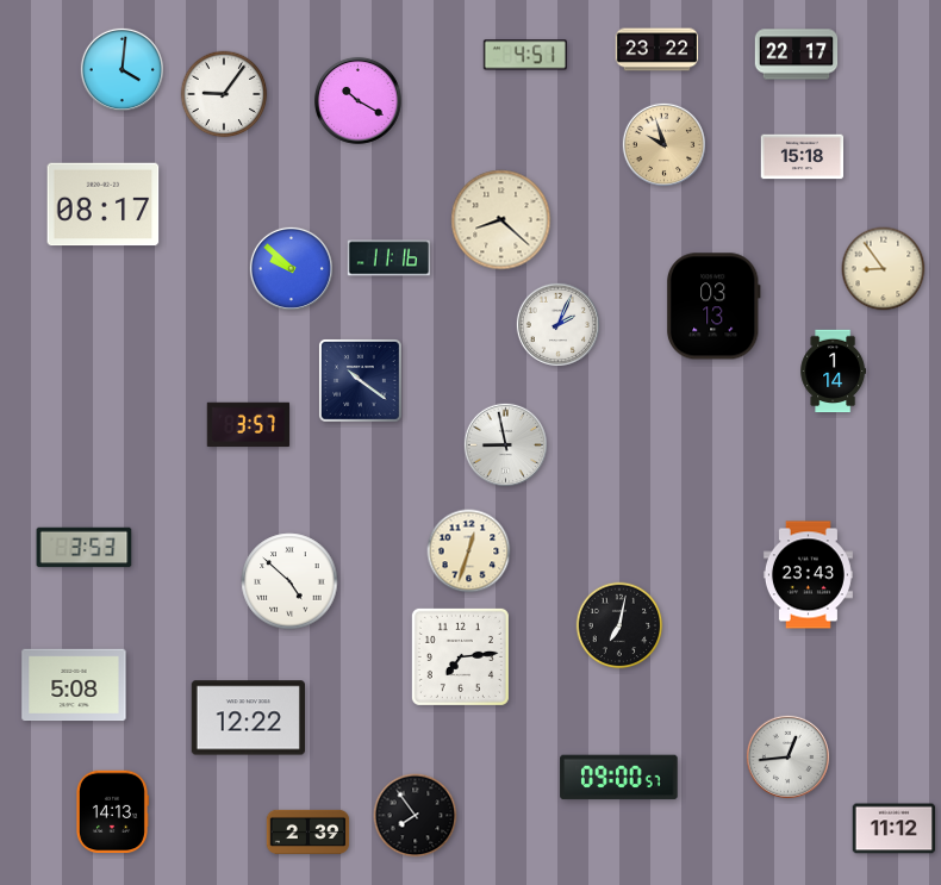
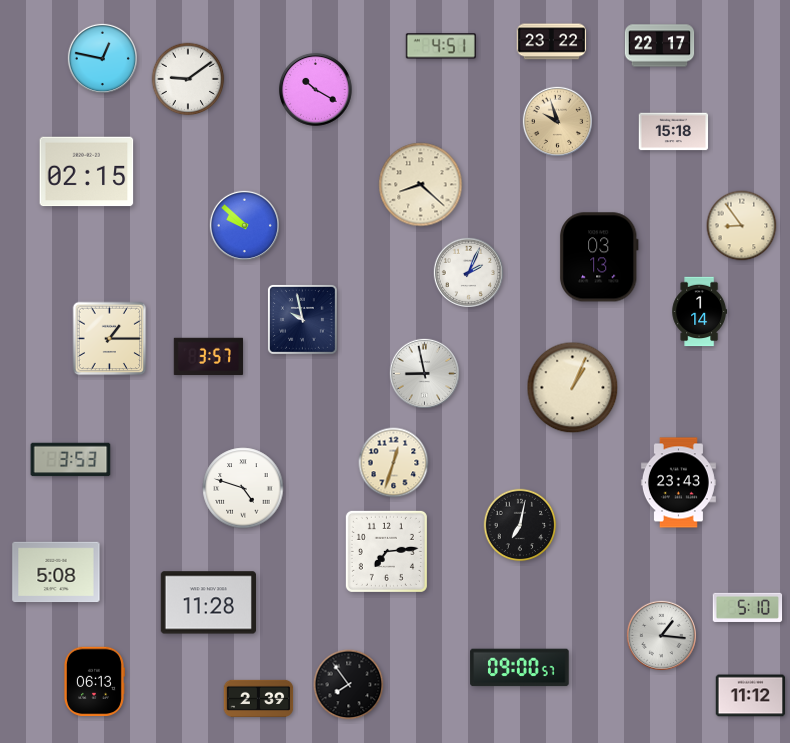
clock at (797, 55) position: (797, 55) -> (660, 46)
clock at (121, 69): 4:01 -> 12:47
clock at (224, 94): 9:06 -> 9:09
clock at (357, 100) position: (357, 100) -> (315, 89)
clock at (104, 205): 08:17 -> 02:15
clock at (390, 258): 11:16 -> none
clock at (360, 380): 10:21 -> 9:58
clock at (110, 339): none -> 1:15
clock at (573, 388): none -> 1:04
clock at (289, 581): 4:52 -> 4:48
clock at (74, 685) position: (74, 685) -> (56, 572)
clock at (248, 718): 12:22 -> 11:28
clock at (748, 607): none -> 5:10
clock at (787, 756): 12:44 -> 1:16
clock at (619, 778) position: (619, 778) -> (520, 668)
clock at (112, 812): 14:13 -> 06:13
